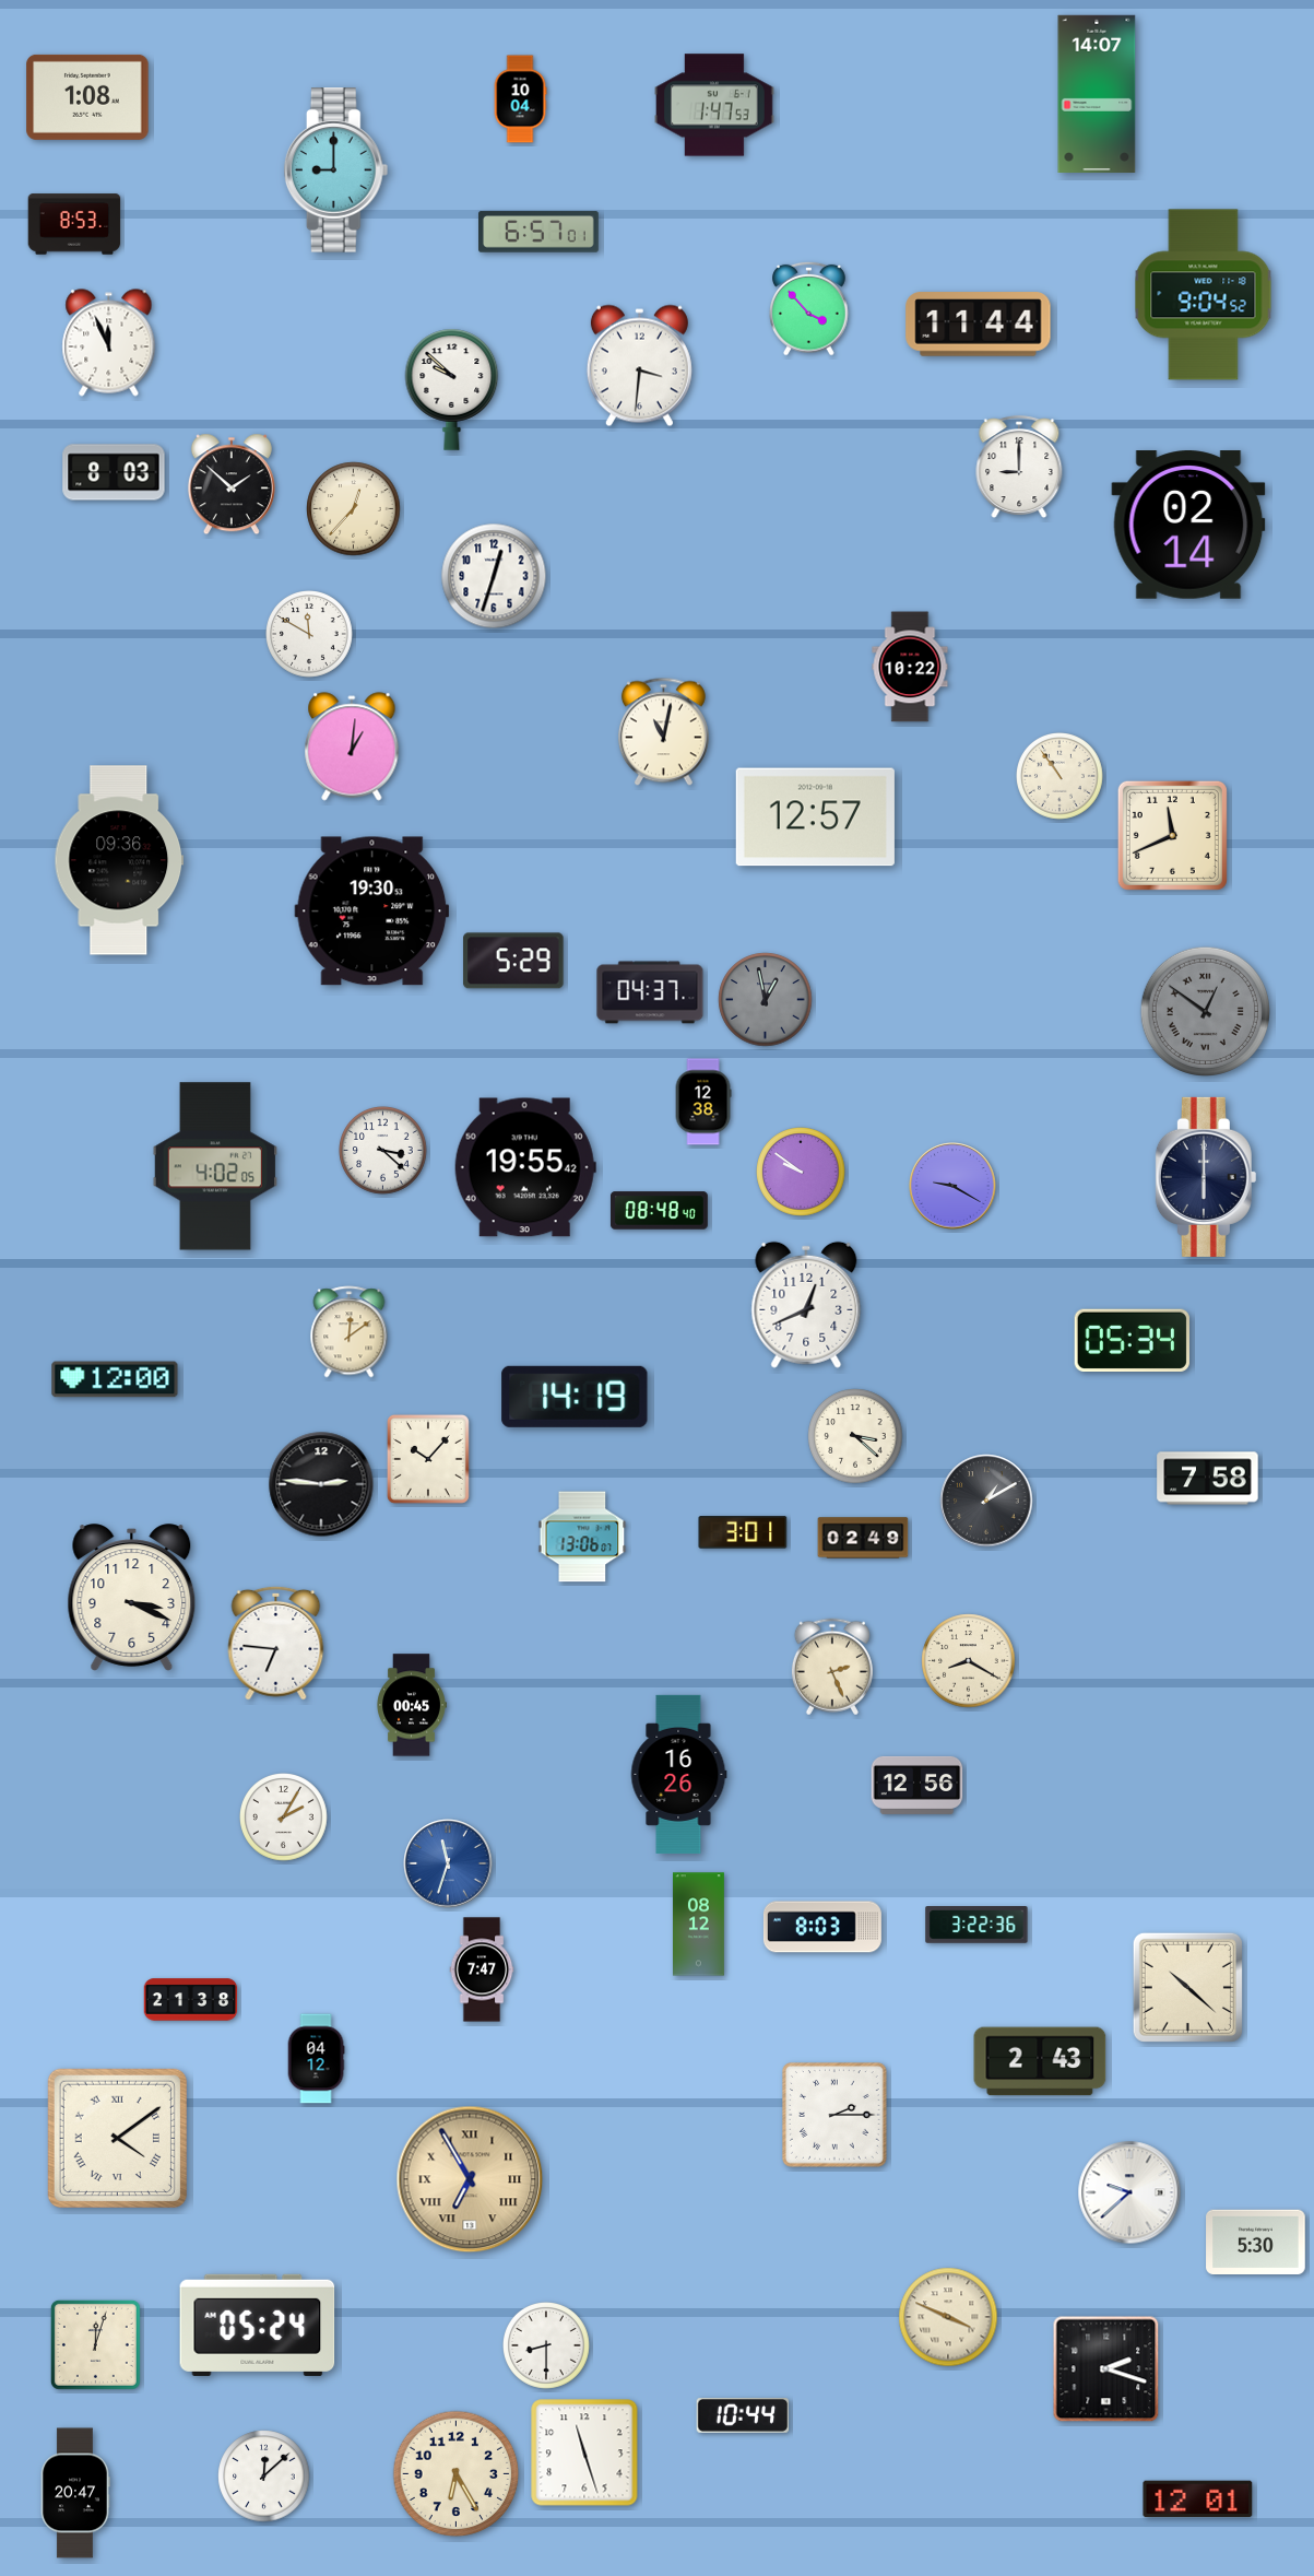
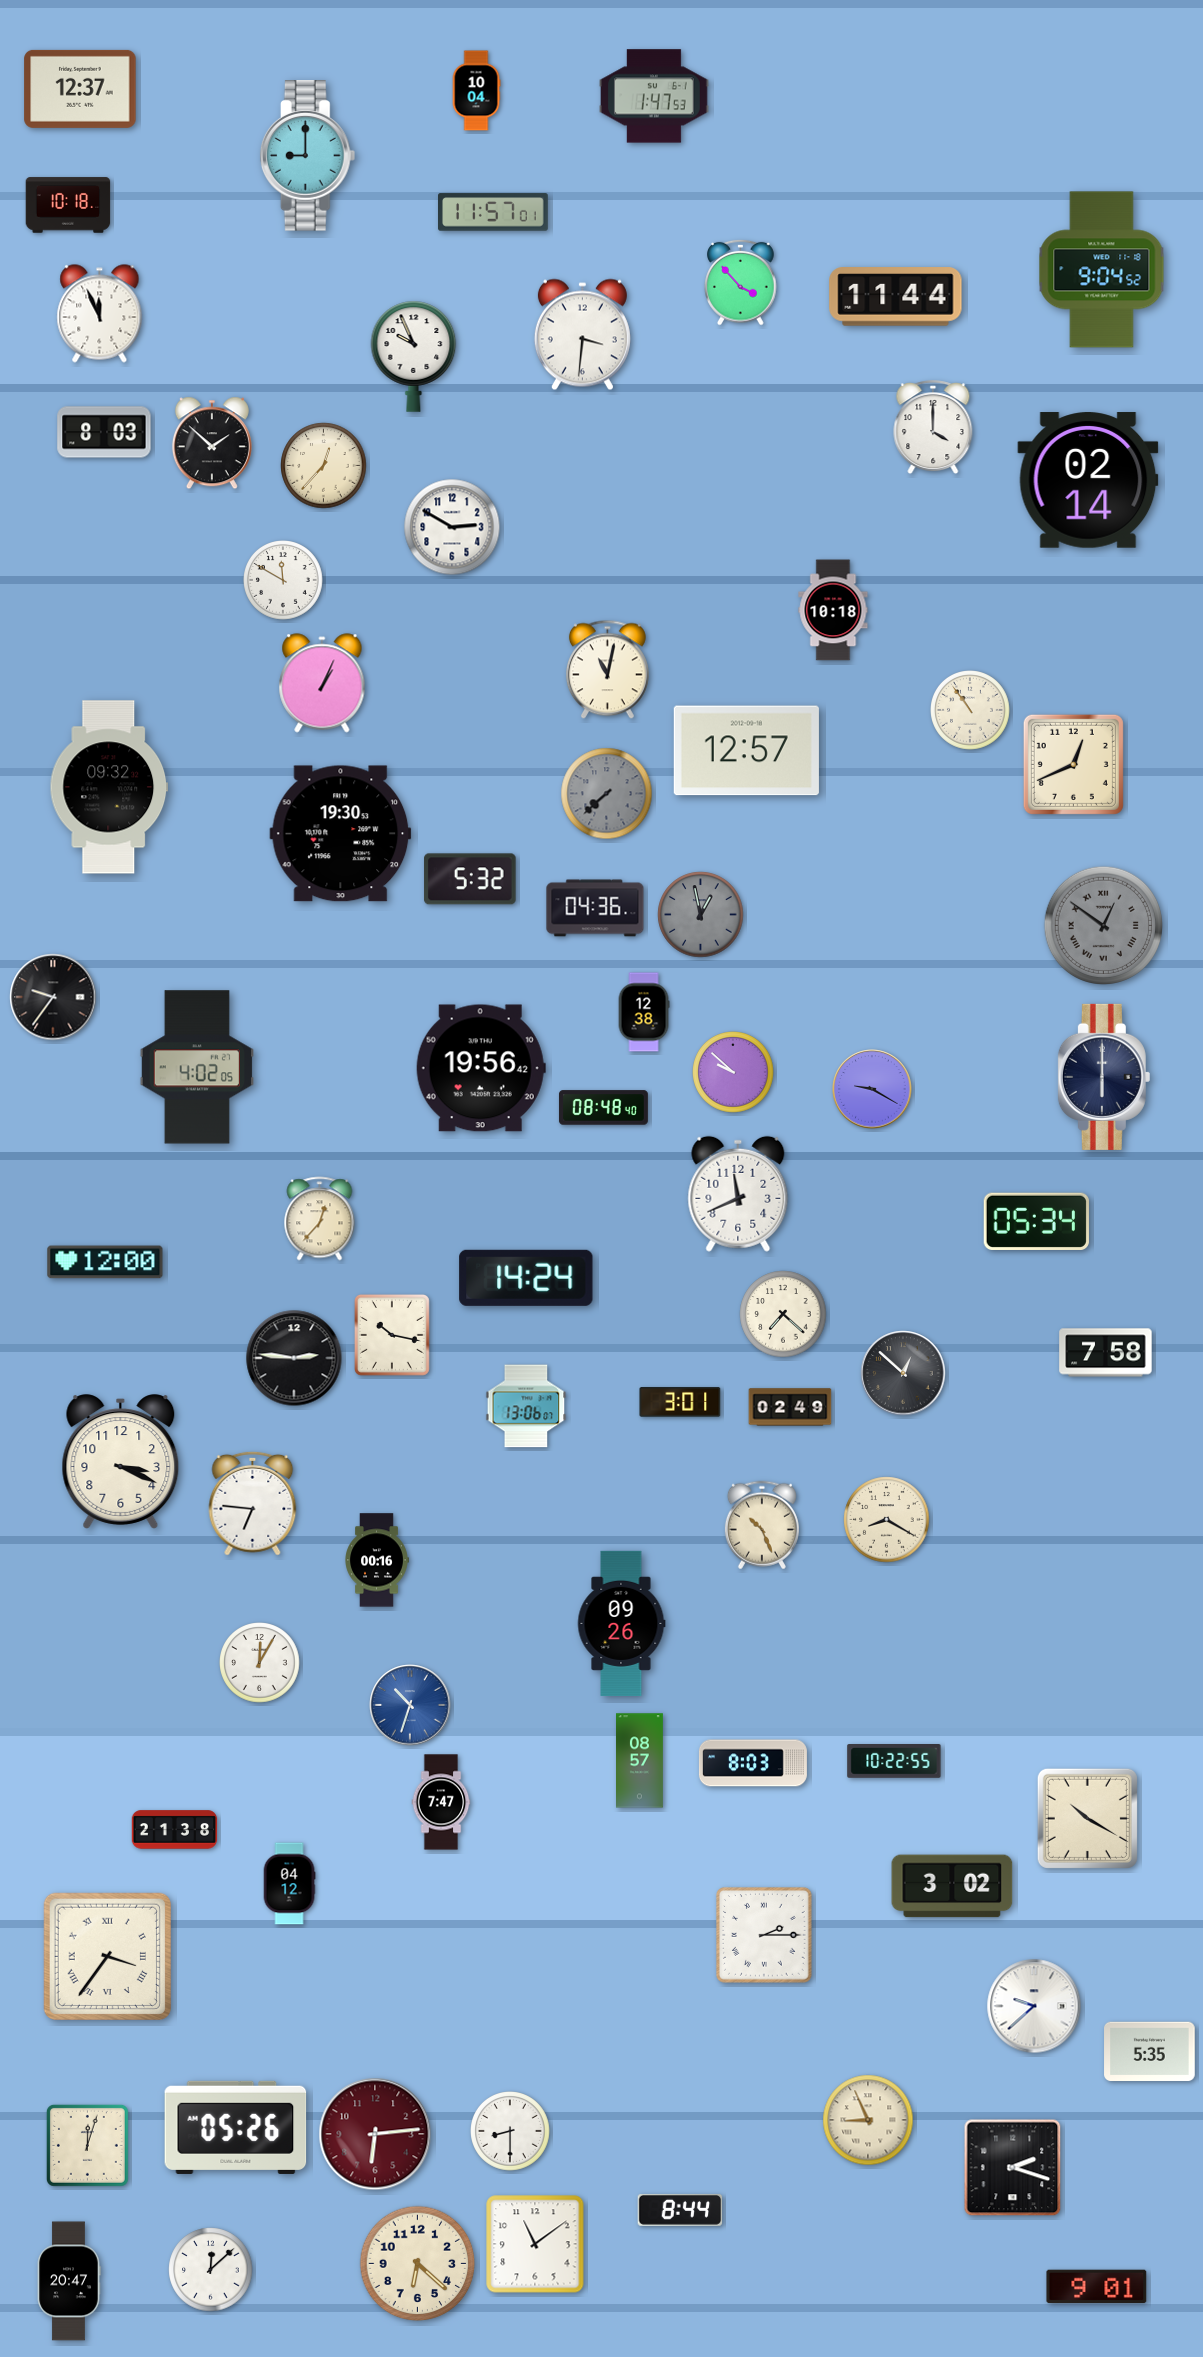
clock at (1097, 93): 14:07 -> none
clock at (87, 97): 1:08 -> 12:37
clock at (74, 224): 8:53 -> 10:18
clock at (540, 232): 6:57 -> 11:57
clock at (639, 366) position: (639, 366) -> (582, 335)
clock at (452, 389): 9:52 -> 9:56
clock at (1019, 468): 9:00 -> 4:00
clock at (494, 576): 12:33 -> 2:50
clock at (910, 667): 10:22 -> 10:18
clock at (352, 746): 1:01 -> 1:04
clock at (815, 818) position: (815, 818) -> (746, 751)
clock at (1172, 835): 11:41 -> 12:41
clock at (119, 860): 09:36 -> 09:32
clock at (607, 794): none -> 7:38
clock at (513, 961): 5:29 -> 5:32
clock at (650, 992): 04:37 -> 04:36
clock at (53, 997): none -> 9:36
clock at (703, 1102) position: (703, 1102) -> (644, 1012)
clock at (383, 1151): 3:22 -> none
clock at (525, 1167): 19:55 -> 19:56
clock at (801, 1172): 9:51 -> 9:52
clock at (952, 1186) position: (952, 1186) -> (872, 1089)
clock at (806, 1305): 12:41 -> 11:41
clock at (350, 1332): 12:09 -> 12:37
clock at (1132, 1340) position: (1132, 1340) -> (1036, 1221)
clock at (575, 1397): 14:19 -> 14:24
clock at (855, 1436): 3:22 -> 7:22
clock at (428, 1459): 10:07 -> 10:17
clock at (986, 1501): 1:10 -> 12:52
clock at (582, 1537) position: (582, 1537) -> (526, 1406)
clock at (832, 1667): 2:26 -> 10:26
clock at (412, 1705): 00:45 -> 00:16
clock at (678, 1774): 16:26 -> 09:26
clock at (918, 1785): 12:56 -> none
clock at (284, 1818): 2:05 -> 12:05
clock at (448, 1863): 11:33 -> 10:33
clock at (699, 1925): 08:12 -> 08:57
clock at (976, 1926): 3:22 -> 10:22
clock at (1187, 1987): 10:22 -> 10:20
clock at (1040, 2061): 2:43 -> 3:02
clock at (117, 2138): 4:09 -> 3:36
clock at (470, 2179): 6:55 -> none
clock at (1256, 2243): 5:30 -> 5:35
clock at (948, 2317): 3:49 -> 8:56
clock at (258, 2325): 05:24 -> 05:26
clock at (375, 2134): none -> 6:14
clock at (547, 2346) position: (547, 2346) -> (511, 2132)
clock at (743, 2415): 10:44 -> 8:44
clock at (584, 2453): 11:27 -> 11:09
clock at (457, 2474): 6:25 -> 6:22
clock at (264, 2477) position: (264, 2477) -> (211, 2270)
clock at (1198, 2499): 12:01 -> 9:01
